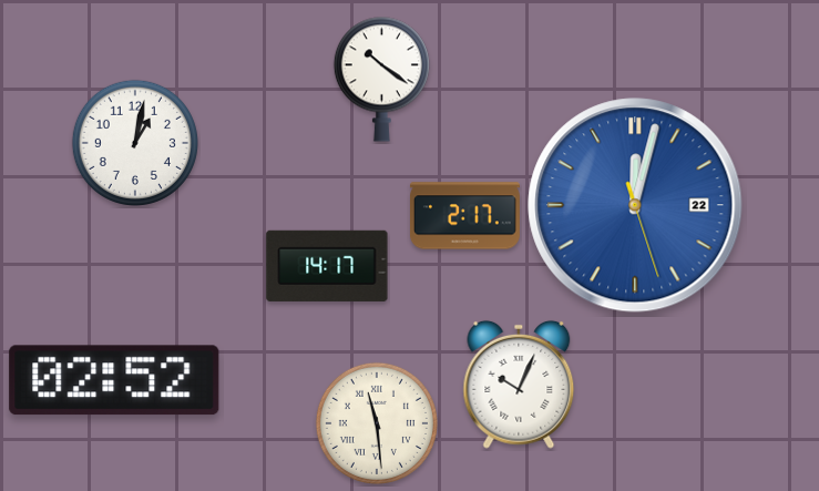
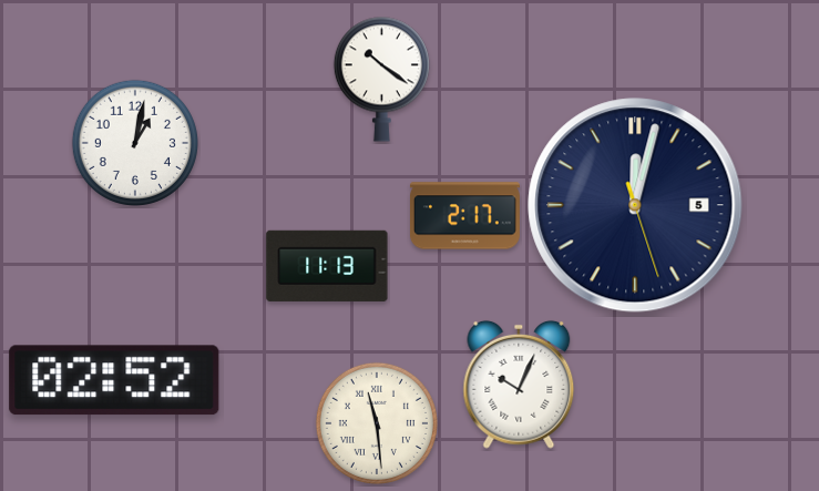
clock at (635, 205) date: 22 -> 5
clock at (635, 205) dial: blue -> navy
clock at (327, 266): 14:17 -> 11:13
